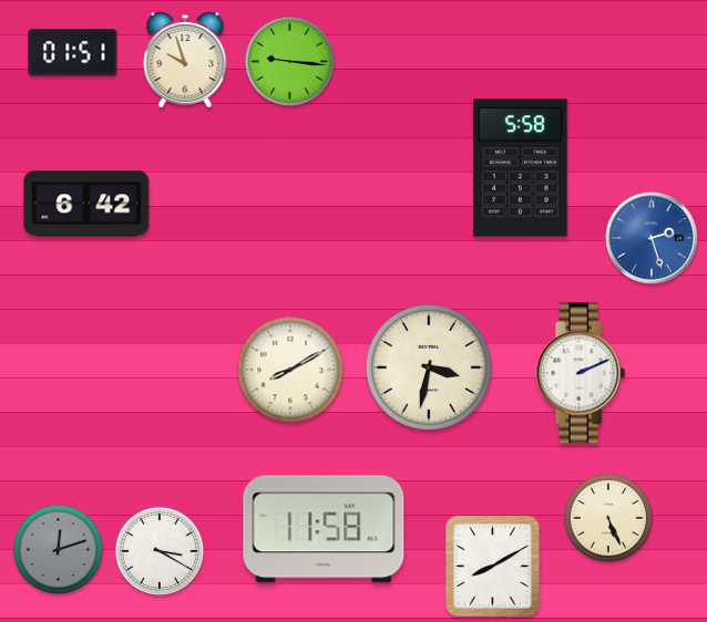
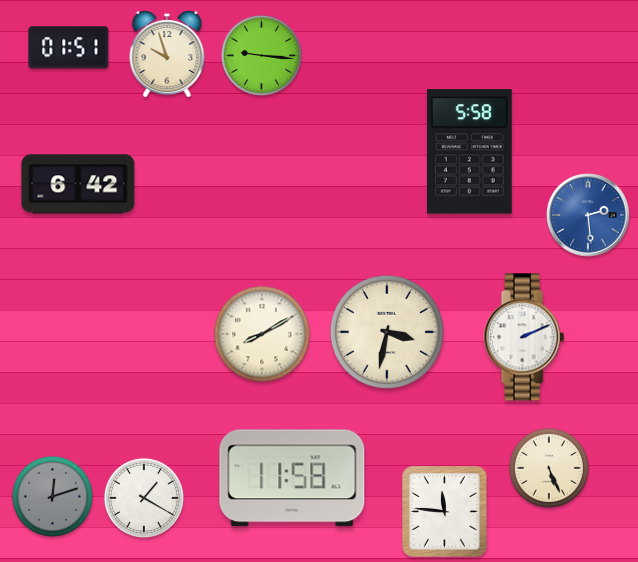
clock at (73, 53) position: (73, 53) -> (69, 48)
clock at (652, 238): 2:27 -> 2:29
clock at (160, 551): 3:20 -> 1:20
clock at (493, 567): 8:10 -> 11:46
